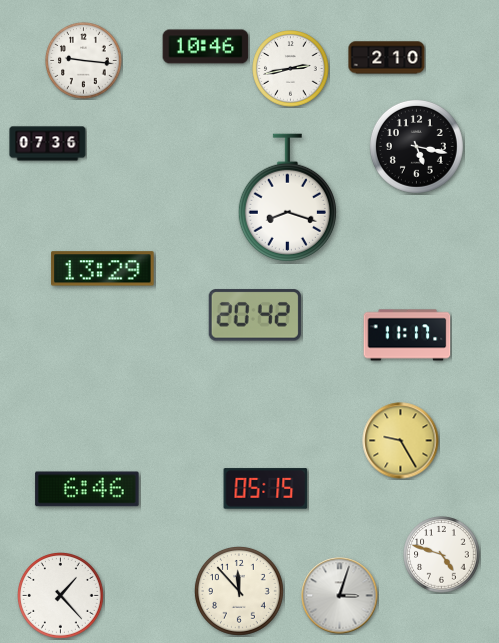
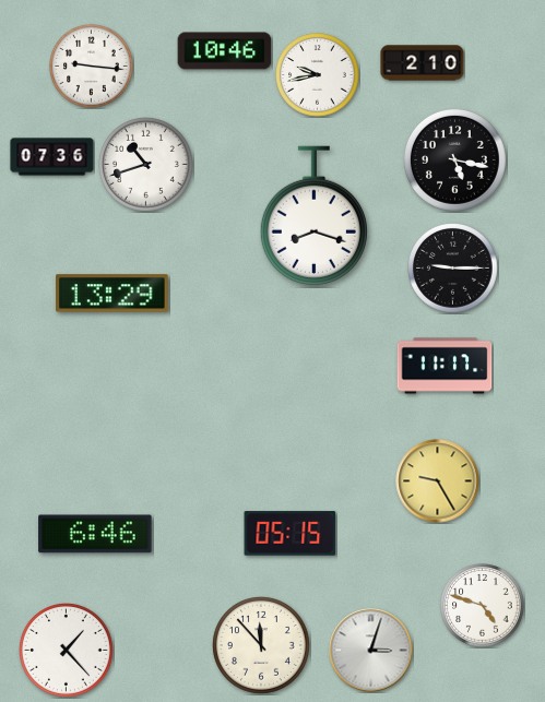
clock at (291, 69): 2:43 -> 9:43
clock at (146, 165): none -> 10:42
clock at (453, 269): none -> 9:15
clock at (255, 315): 20:42 -> none
